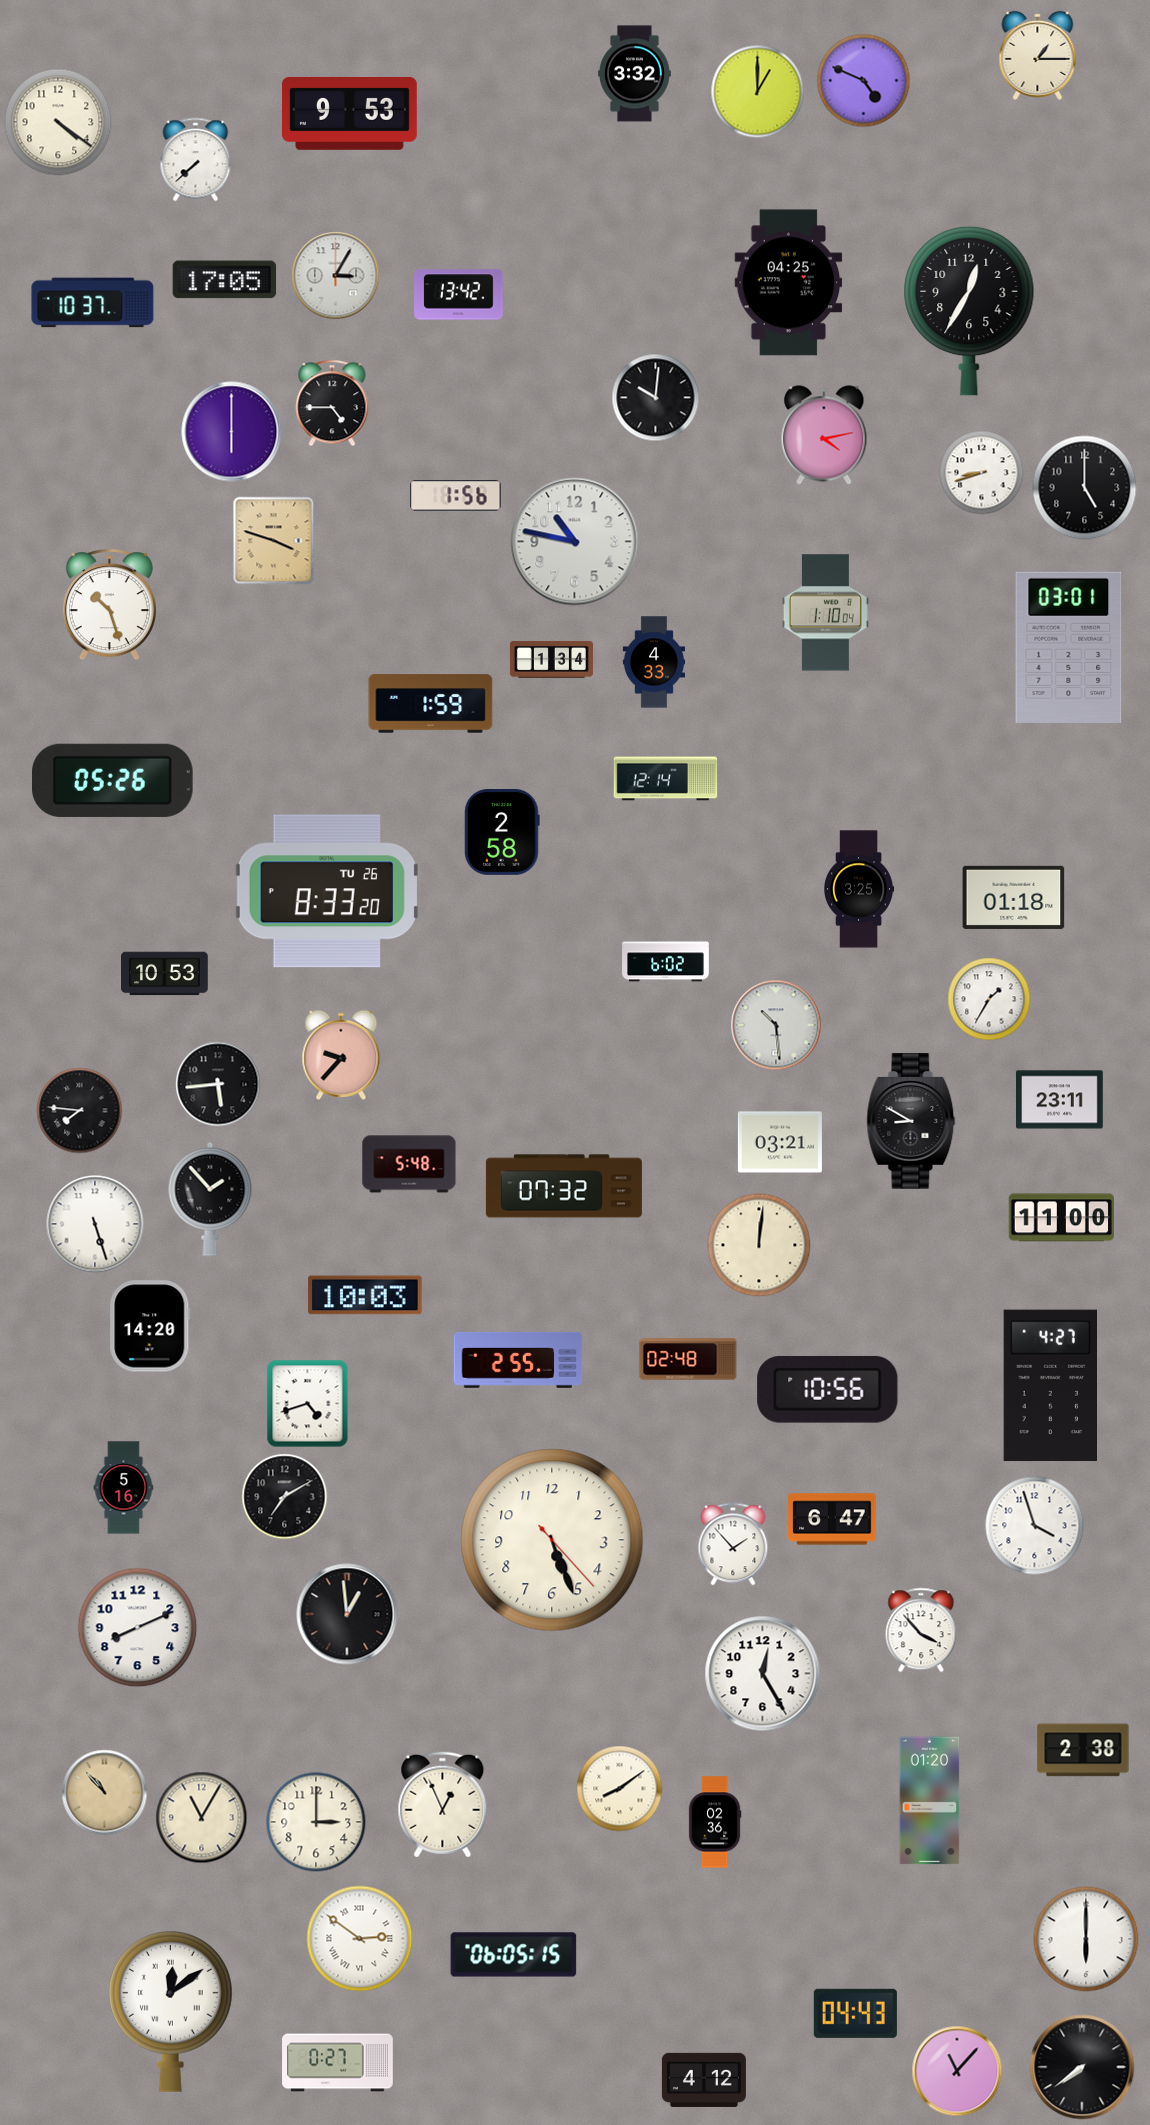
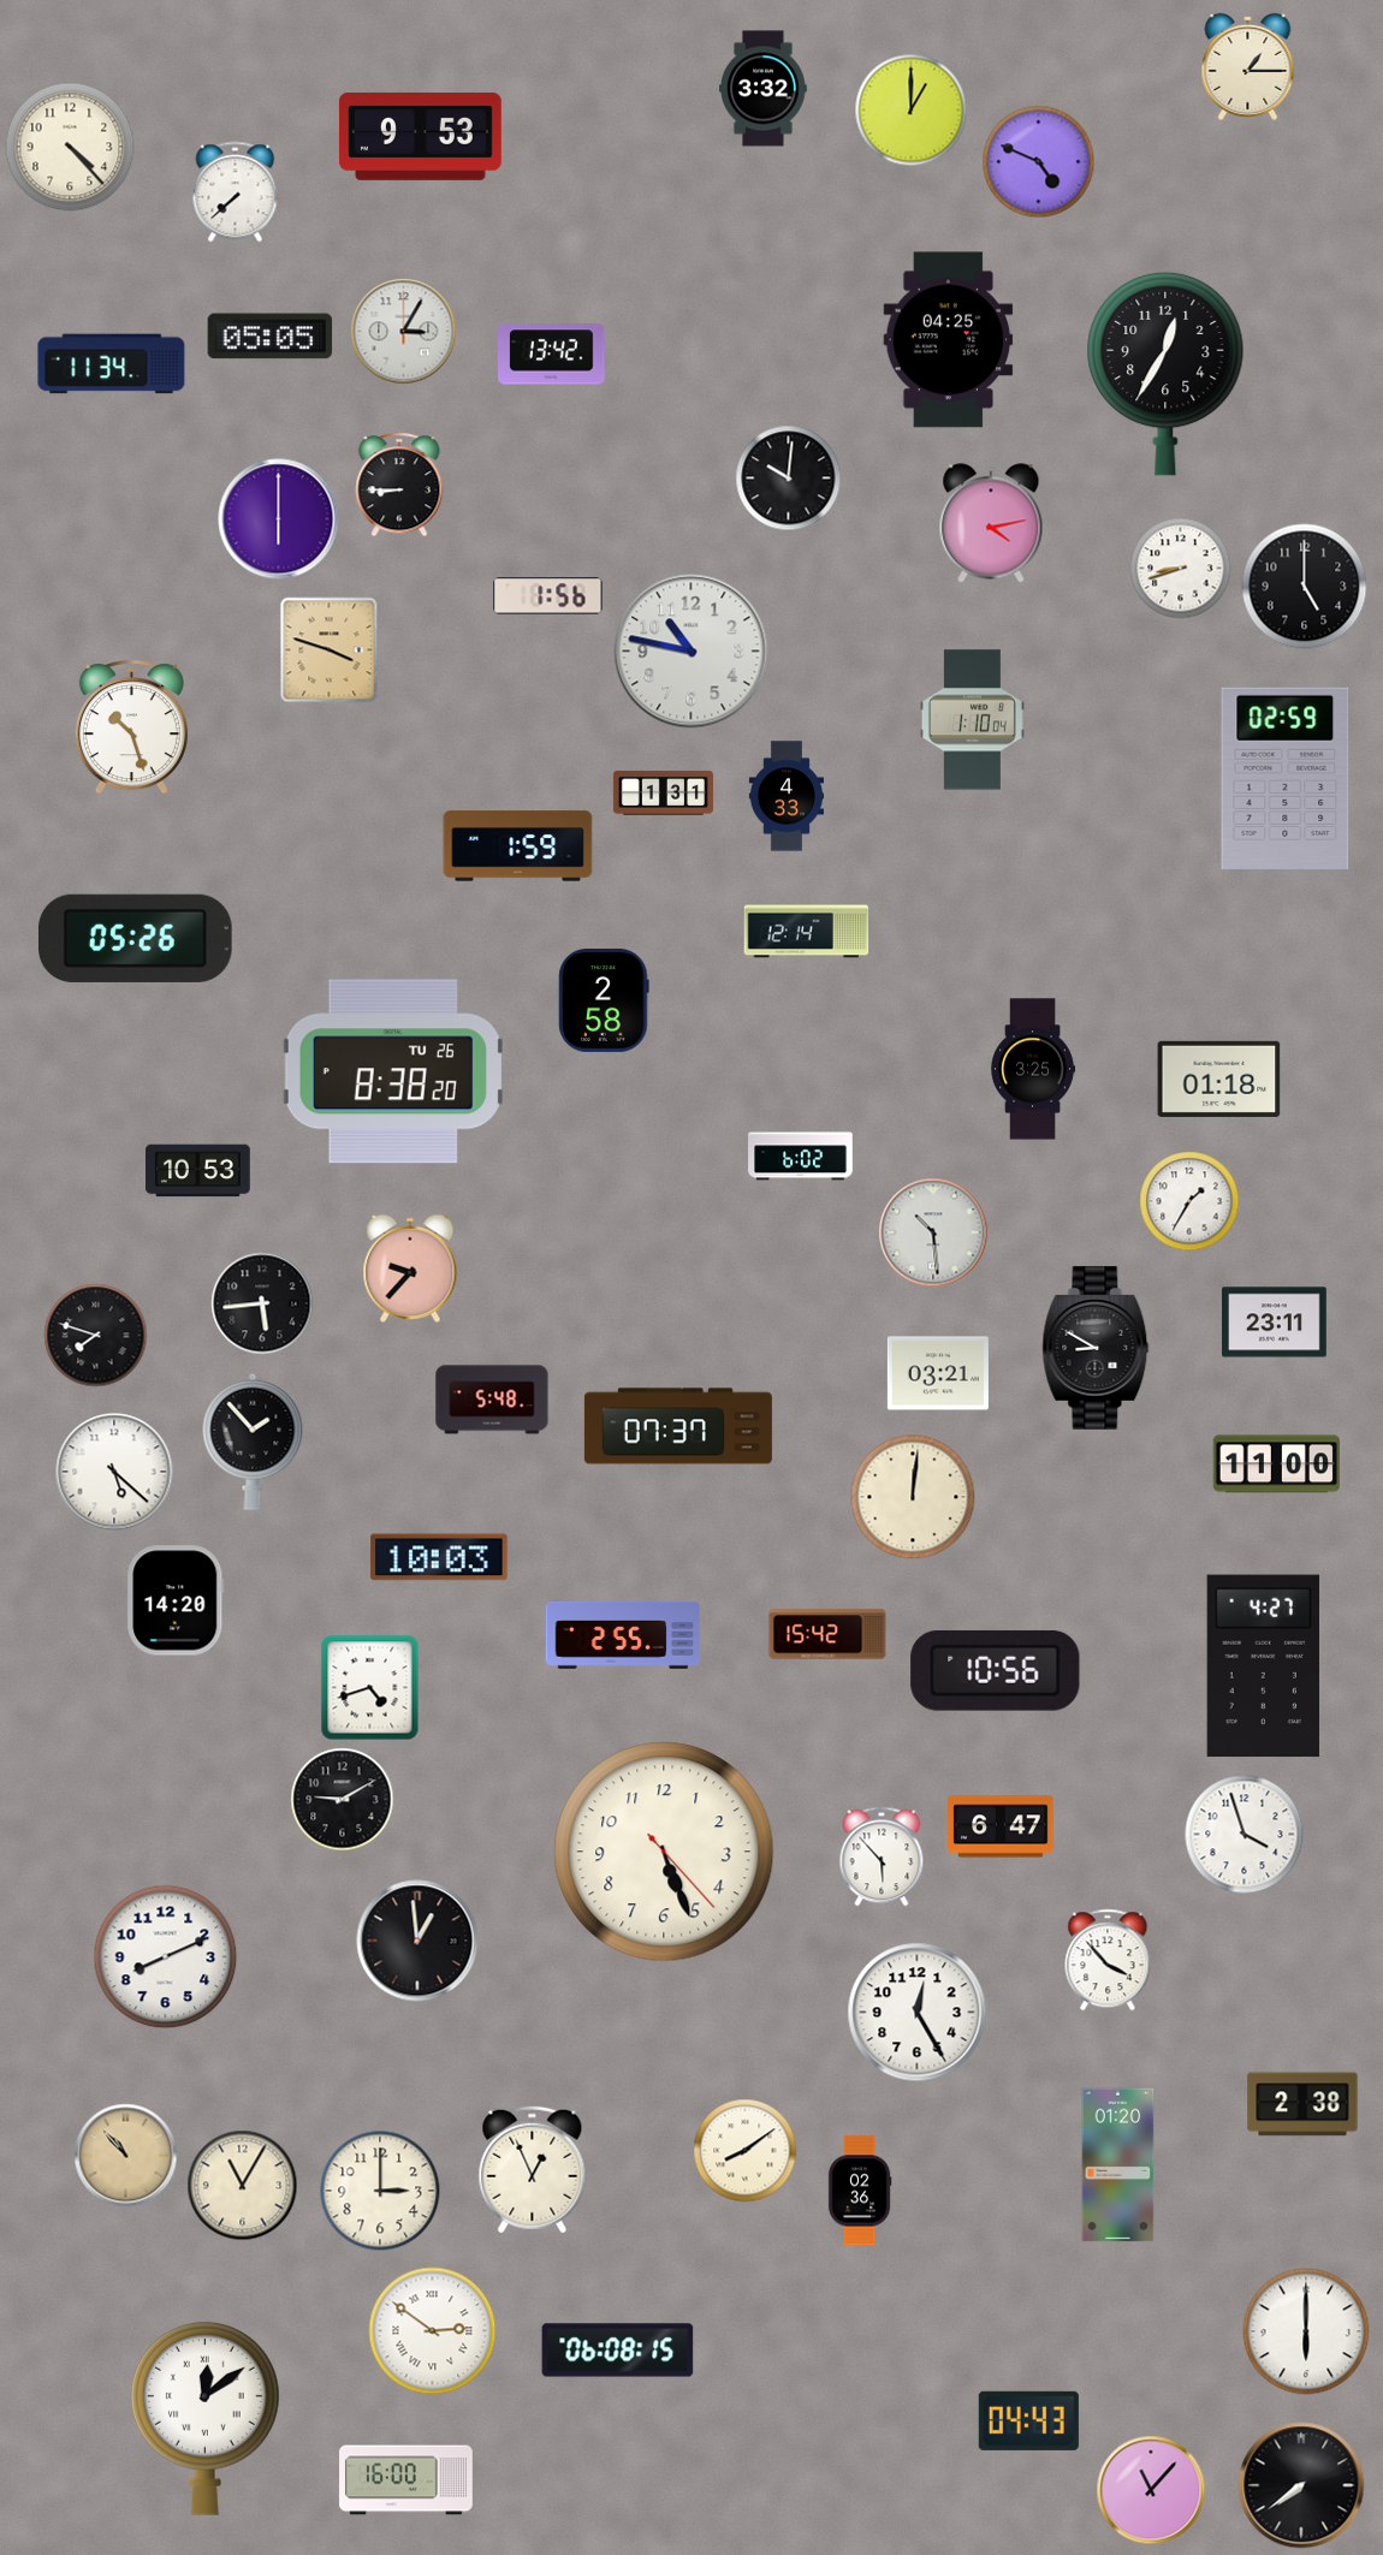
clock at (864, 81) position: (864, 81) -> (1039, 162)
clock at (58, 122): 4:21 -> 4:23
clock at (225, 280): 17:05 -> 05:05
clock at (93, 303): 10:37 -> 11:34
clock at (332, 403): 4:45 -> 8:45
clock at (825, 613) position: (825, 613) -> (972, 720)
clock at (1069, 647): 03:01 -> 02:59
clock at (551, 659): 1:34 -> 1:31
clock at (666, 779) position: (666, 779) -> (807, 932)
clock at (327, 891): 8:33 -> 8:38
clock at (80, 1111): 7:46 -> 7:48
clock at (564, 1186): 07:32 -> 07:37
clock at (95, 1224): 5:27 -> 5:22
clock at (150, 1326) position: (150, 1326) -> (176, 1600)
clock at (688, 1359): 02:48 -> 15:42
clock at (124, 1488): 5:16 -> none
clock at (285, 1497): 7:10 -> 9:10
clock at (733, 1544): 1:53 -> 5:53
clock at (514, 1955): 06:05 -> 06:08
clock at (338, 2063): 0:27 -> 16:00
clock at (704, 2080): 4:12 -> none
